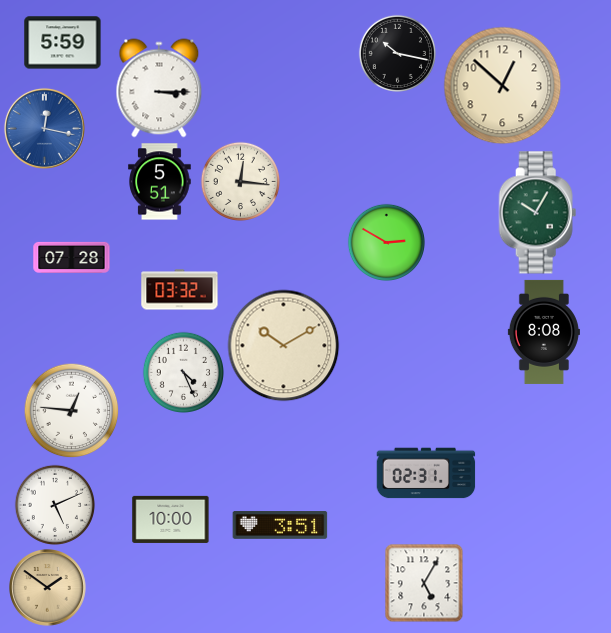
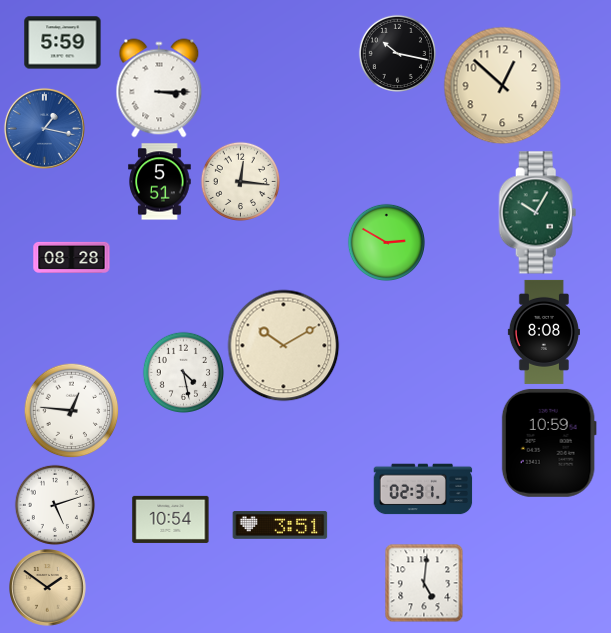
clock at (44, 128): 12:17 -> 1:17
clock at (72, 257): 07:28 -> 08:28
clock at (180, 290): 03:32 -> none
clock at (183, 372): 4:26 -> 4:28
clock at (549, 443): none -> 10:59
clock at (426, 473) position: (426, 473) -> (423, 489)
clock at (54, 504): 5:11 -> 5:12
clock at (171, 519): 10:00 -> 10:54
clock at (424, 583): 5:05 -> 5:01
